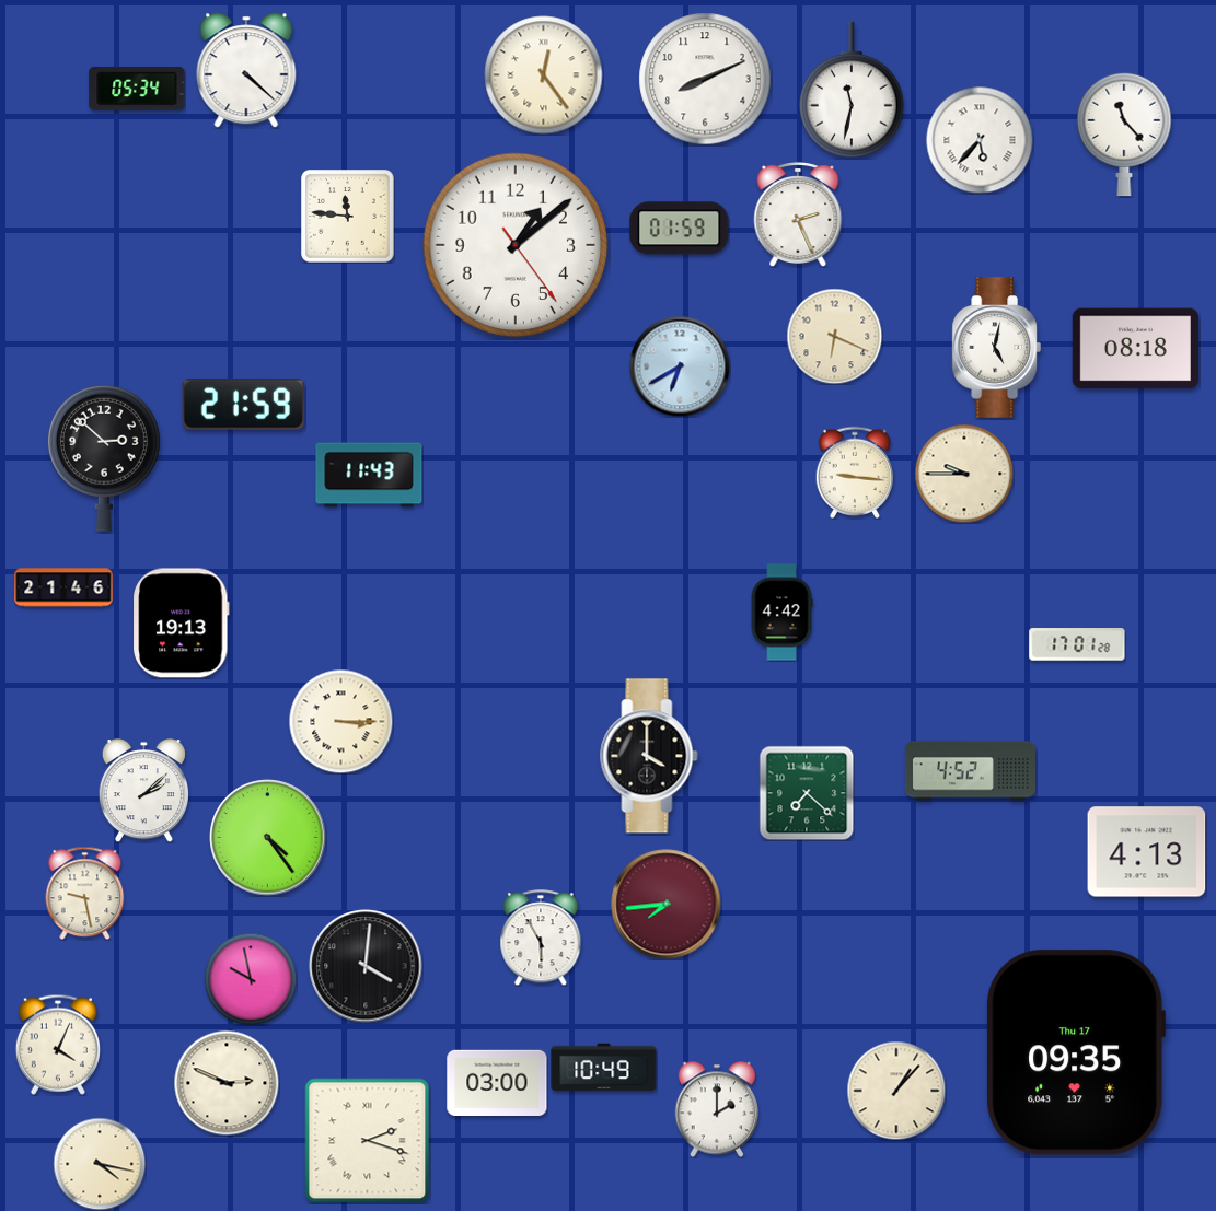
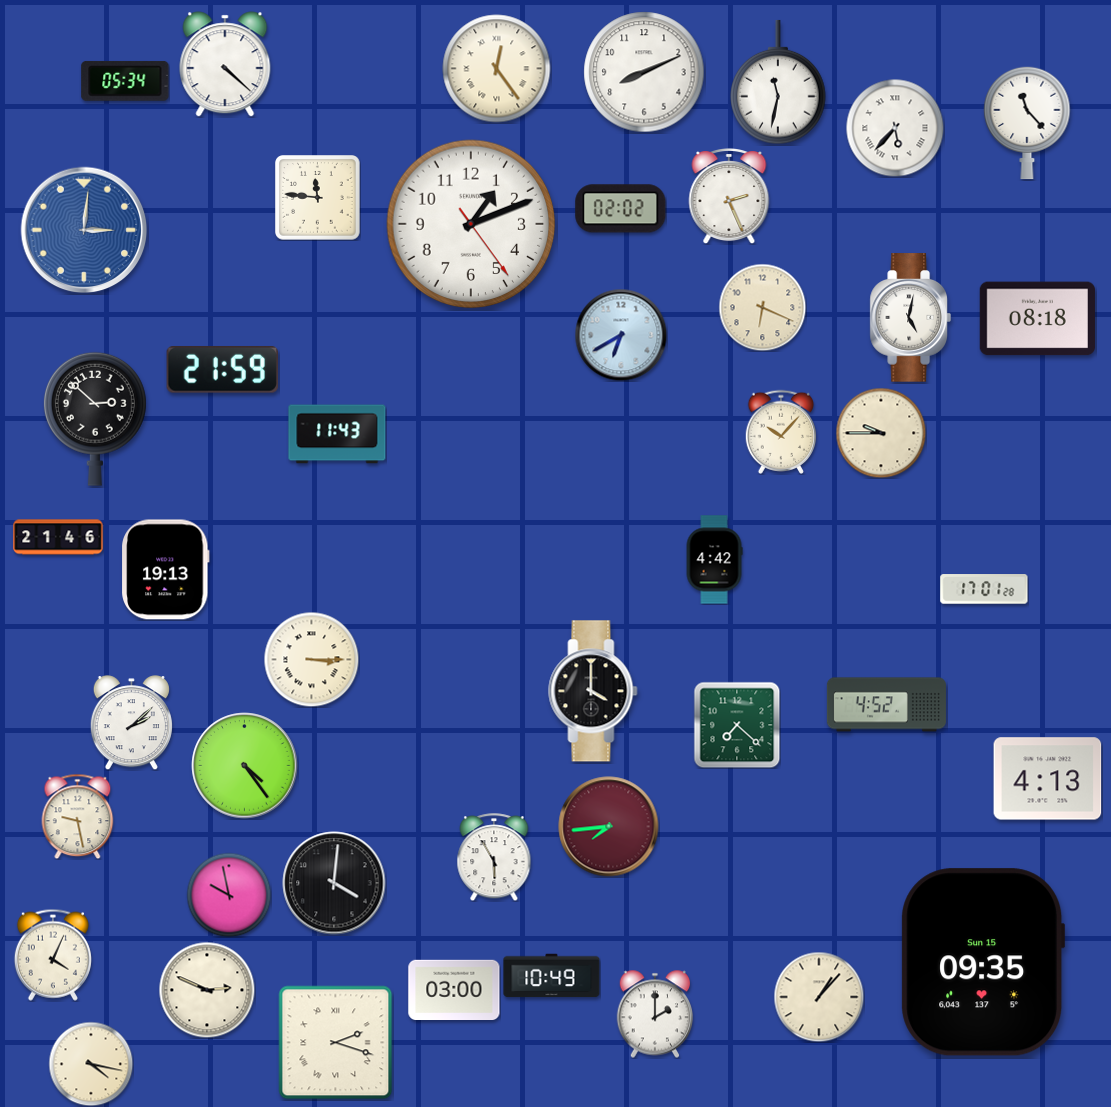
clock at (680, 229): 01:59 -> 02:02
clock at (516, 245): 1:08 -> 1:11
clock at (84, 230): none -> 3:01
clock at (855, 473): 9:16 -> 10:07
clock at (1076, 1052) date: Thu 17 -> Sun 15
